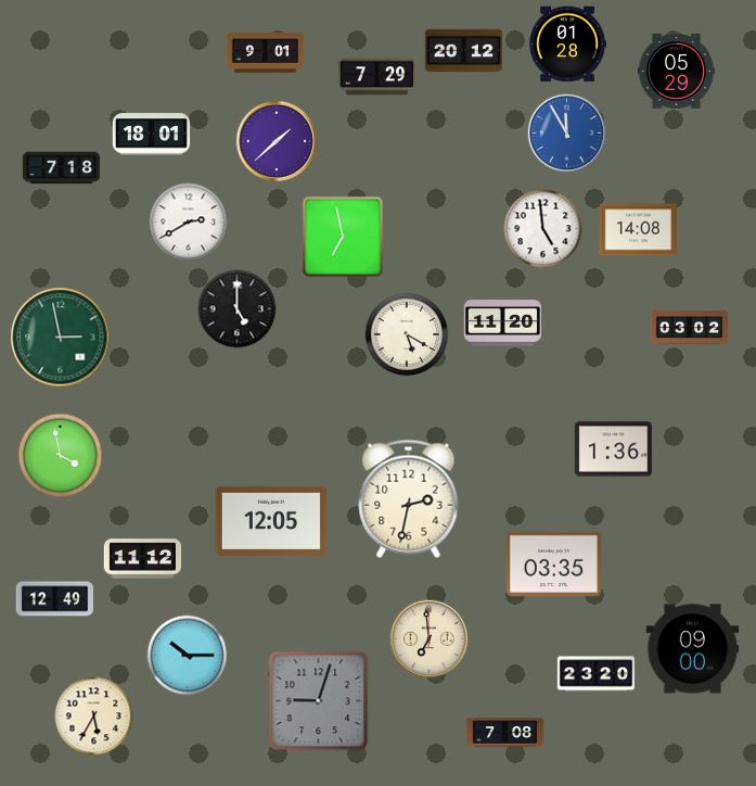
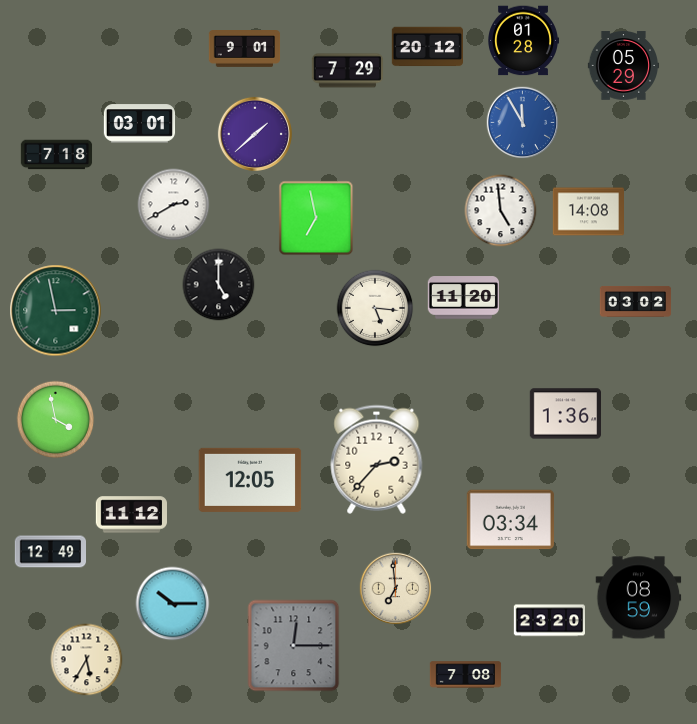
clock at (152, 135): 18:01 -> 03:01
clock at (277, 141) position: (277, 141) -> (255, 134)
clock at (407, 334): 5:20 -> 5:16
clock at (409, 498): 2:32 -> 2:37
clock at (553, 565): 03:35 -> 03:34
clock at (693, 649): 09:00 -> 08:59
clock at (319, 701): 9:03 -> 12:15
